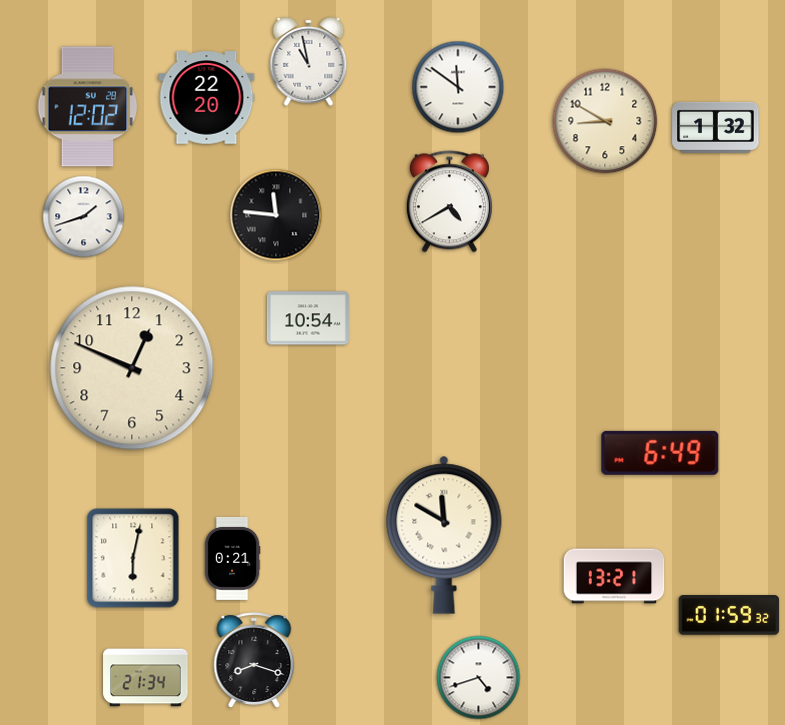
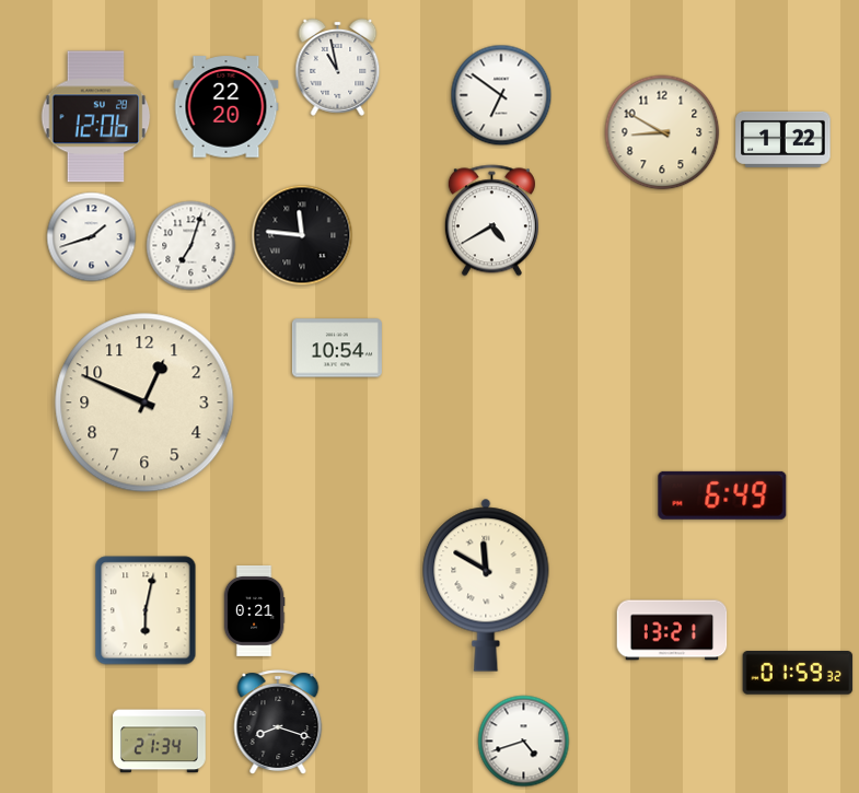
clock at (458, 87): 11:51 -> 6:51
clock at (88, 107): 12:02 -> 12:06
clock at (716, 127): 1:32 -> 1:22
clock at (191, 246): none -> 7:03
